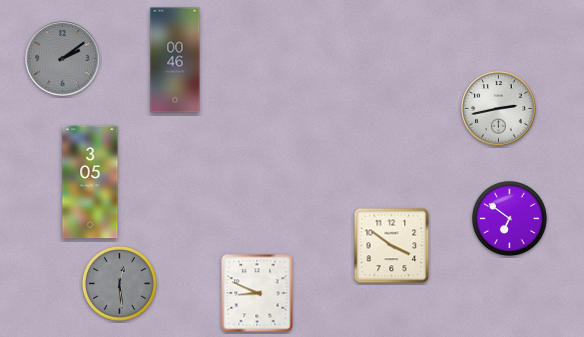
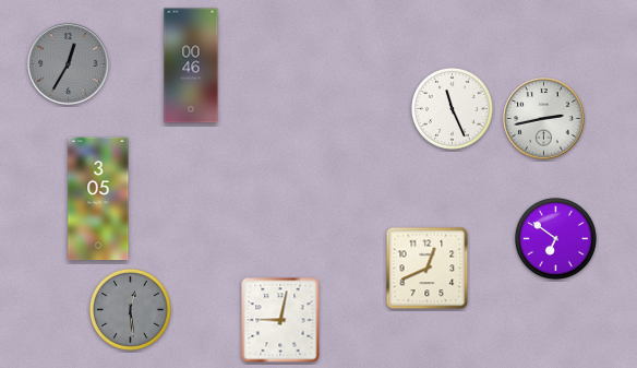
clock at (63, 59): 2:09 -> 12:35
clock at (453, 109): none -> 11:26
clock at (392, 246): 3:51 -> 12:41
clock at (257, 293): 8:49 -> 9:02
